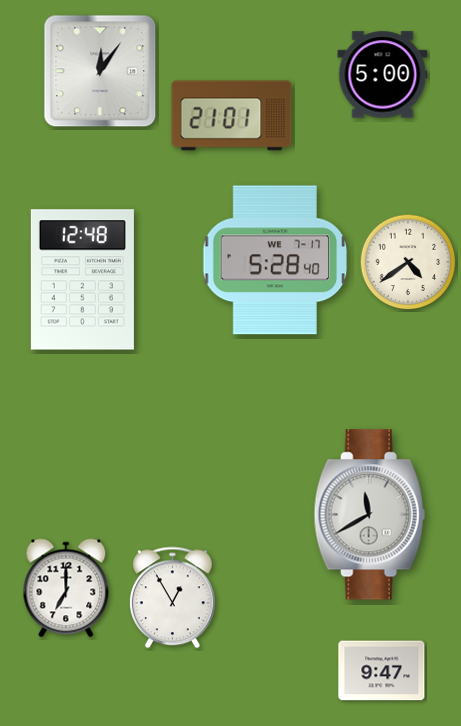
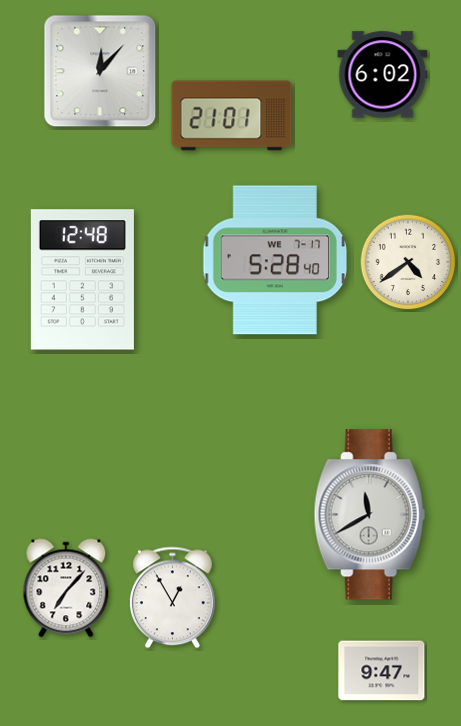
clock at (100, 71): 12:06 -> 12:07
clock at (383, 75): 5:00 -> 6:02
clock at (66, 588): 7:00 -> 7:07
